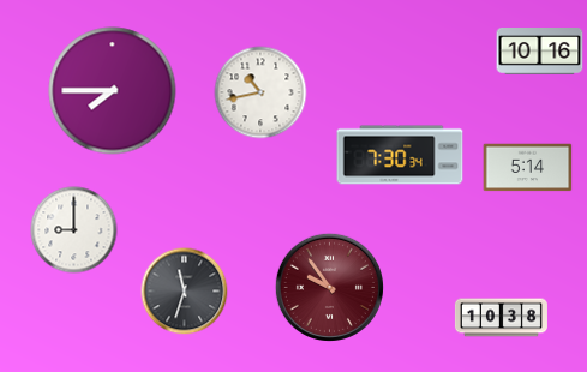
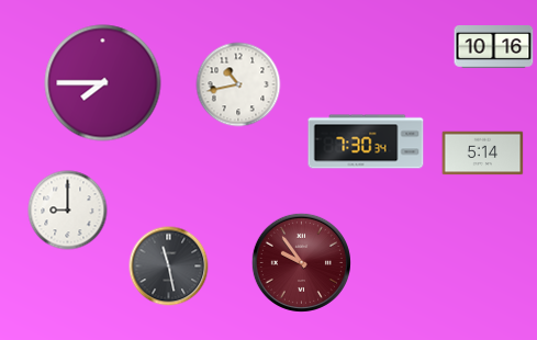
clock at (185, 292): 11:33 -> 11:28
clock at (501, 318): 10:38 -> none
